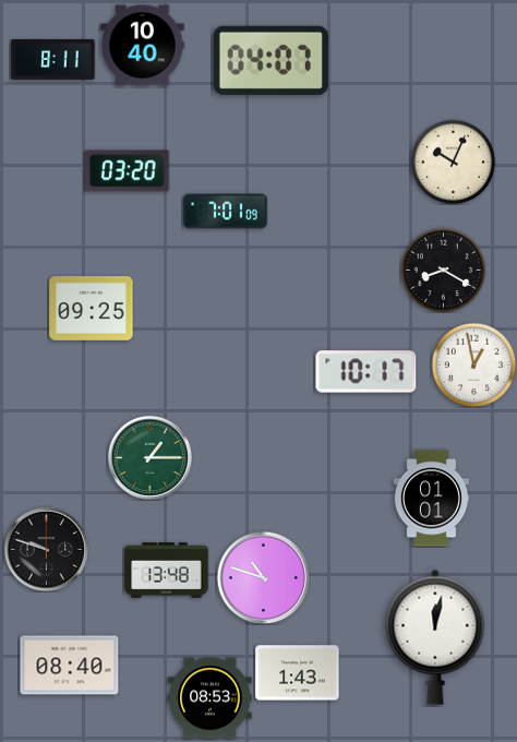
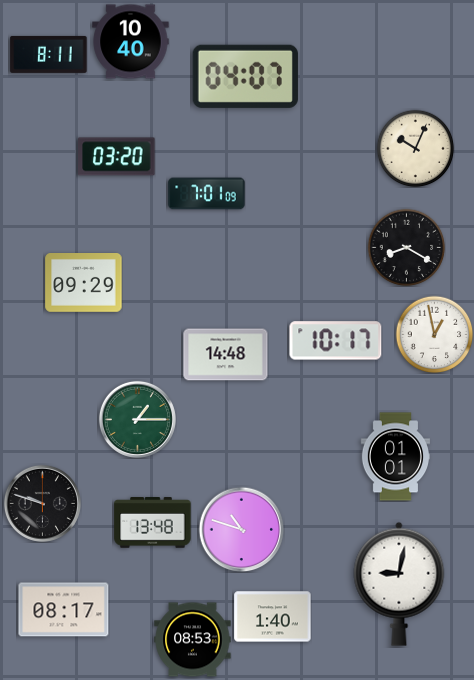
clock at (270, 60) position: (270, 60) -> (245, 76)
clock at (92, 309): 09:25 -> 09:29
clock at (226, 355): none -> 14:48
clock at (435, 637): 12:02 -> 9:02
clock at (70, 666): 08:40 -> 08:17
clock at (298, 673): 1:43 -> 1:40
